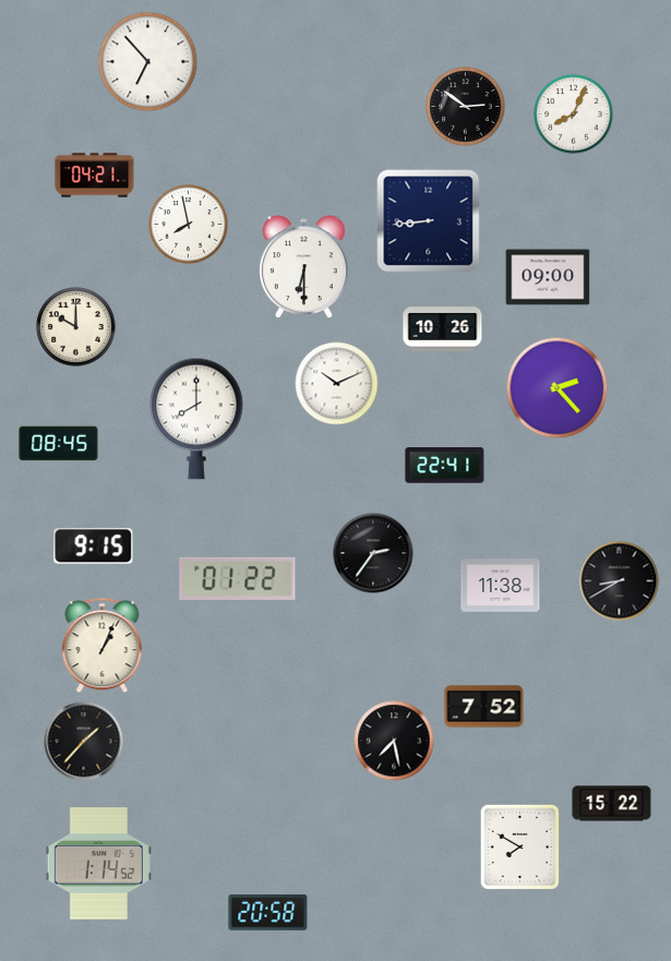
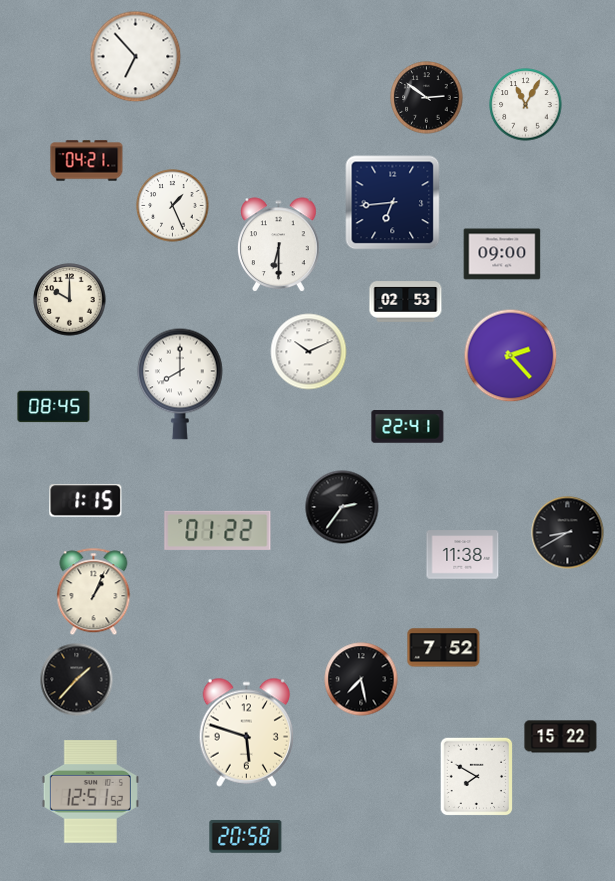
clock at (574, 115): 8:04 -> 11:05
clock at (429, 221): 8:44 -> 6:44
clock at (189, 225): 7:58 -> 1:26
clock at (443, 329): 10:26 -> 02:53
clock at (94, 546): 9:15 -> 1:15
clock at (501, 586) position: (501, 586) -> (463, 555)
clock at (247, 732): none -> 5:48
clock at (98, 864): 1:14 -> 12:51
